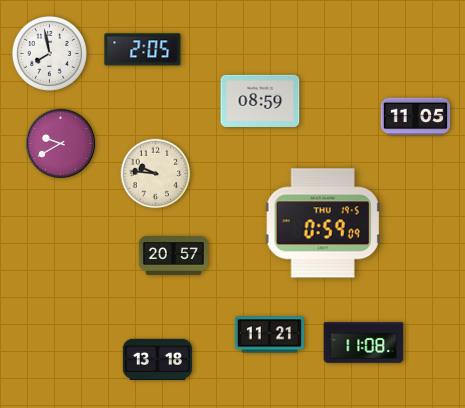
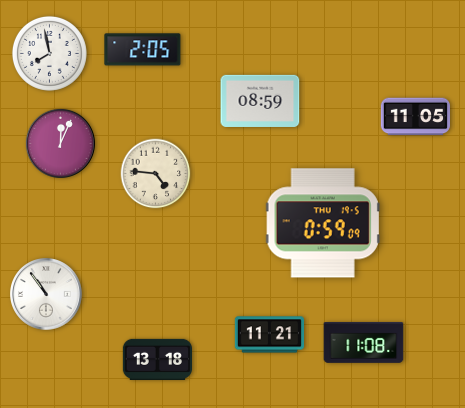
clock at (60, 143): 9:40 -> 12:04
clock at (156, 174): 9:46 -> 4:46
clock at (173, 256): 20:57 -> none
clock at (47, 295): none -> 10:54
